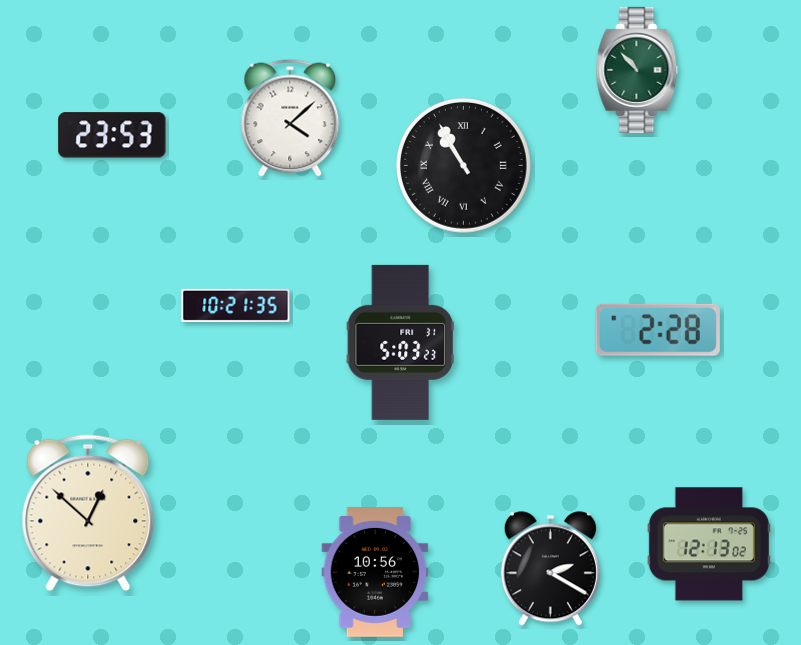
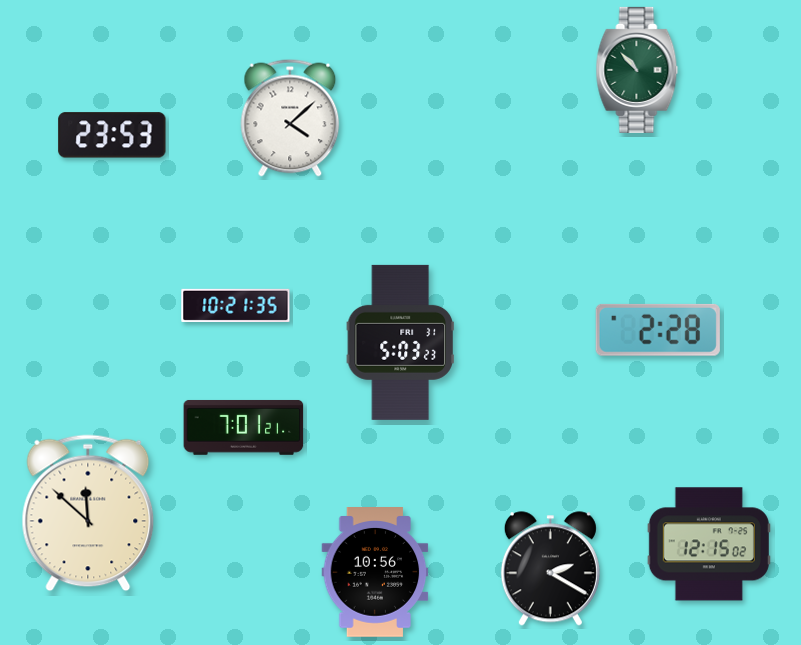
clock at (463, 165): 10:55 -> none
clock at (244, 427): none -> 7:01
clock at (88, 513): 12:52 -> 11:52
clock at (709, 544): 12:13 -> 12:15
